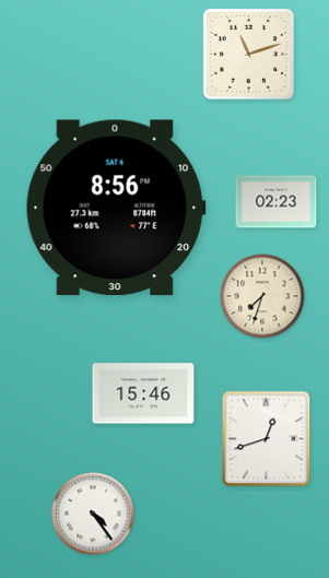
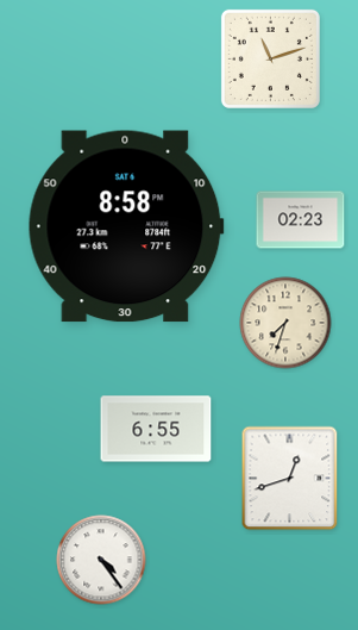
clock at (116, 208): 8:56 -> 8:58
clock at (143, 393): 15:46 -> 6:55
